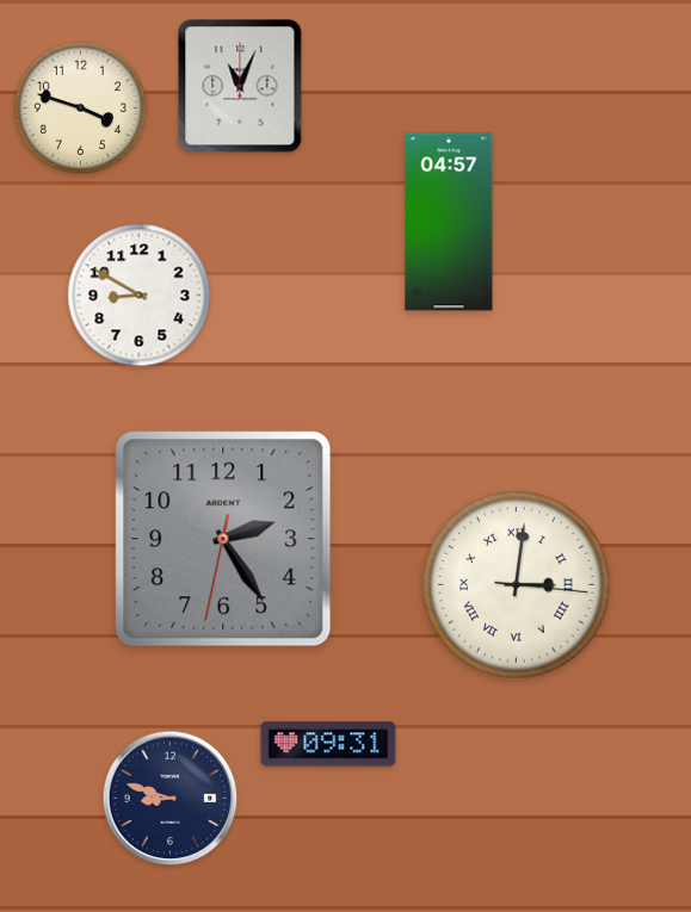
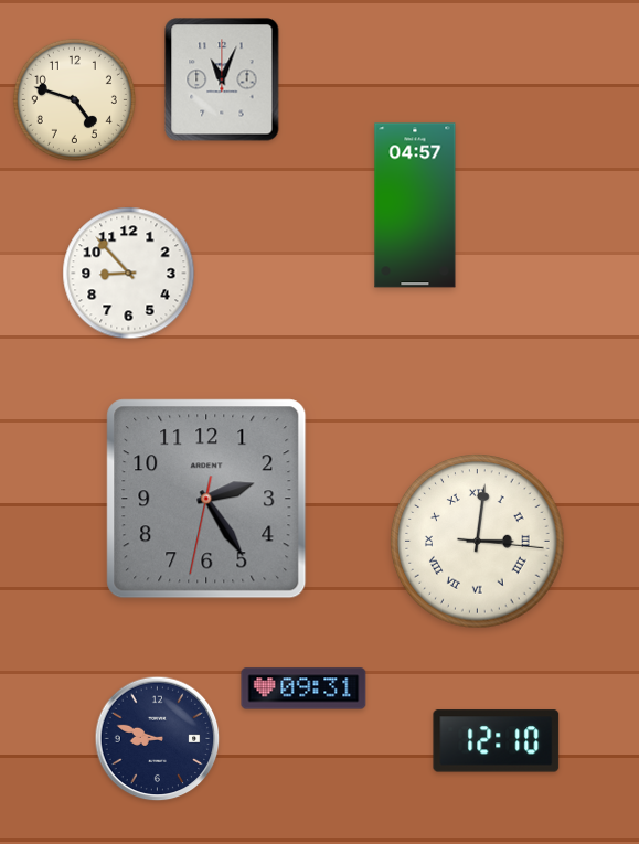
clock at (80, 107): 3:48 -> 4:48
clock at (140, 296): 8:50 -> 8:53
clock at (497, 741): none -> 12:10
